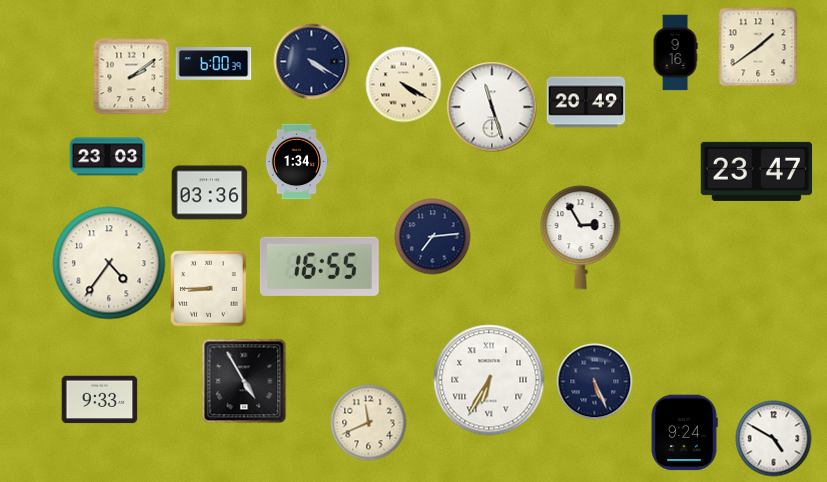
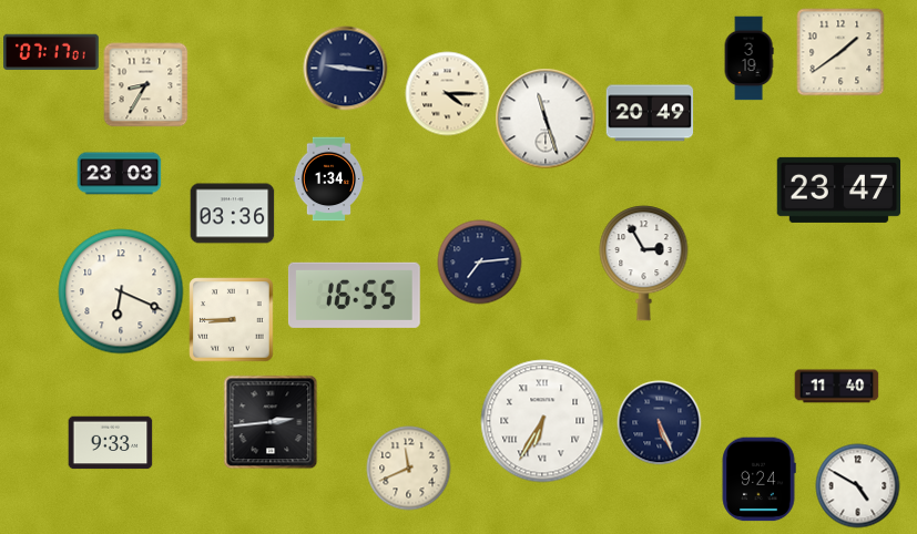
clock at (52, 52): none -> 07:17
clock at (675, 53): 9:16 -> 3:19
clock at (312, 62): 4:20 -> 9:16
clock at (214, 64): 6:00 -> none
clock at (132, 77): 2:09 -> 8:35
clock at (404, 85): 4:20 -> 4:15
clock at (109, 263): 4:36 -> 6:19
clock at (837, 387): none -> 11:40
clock at (244, 381): 4:55 -> 2:44
